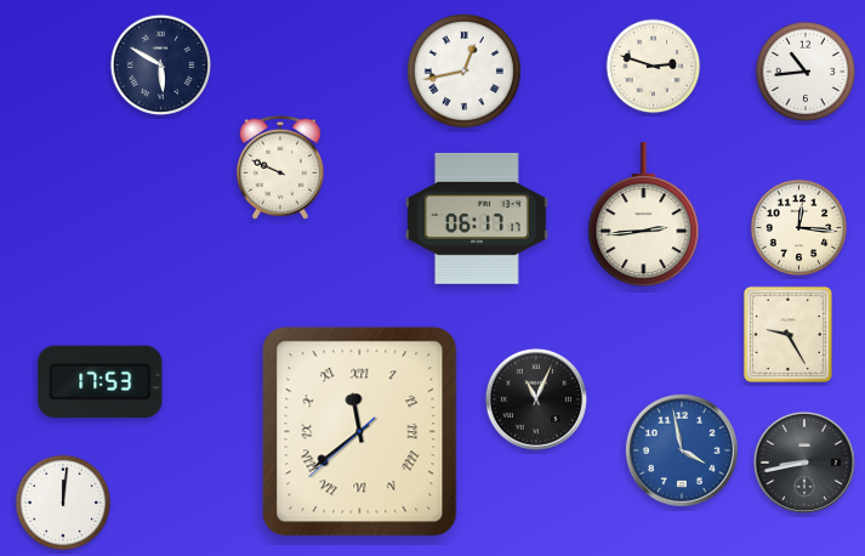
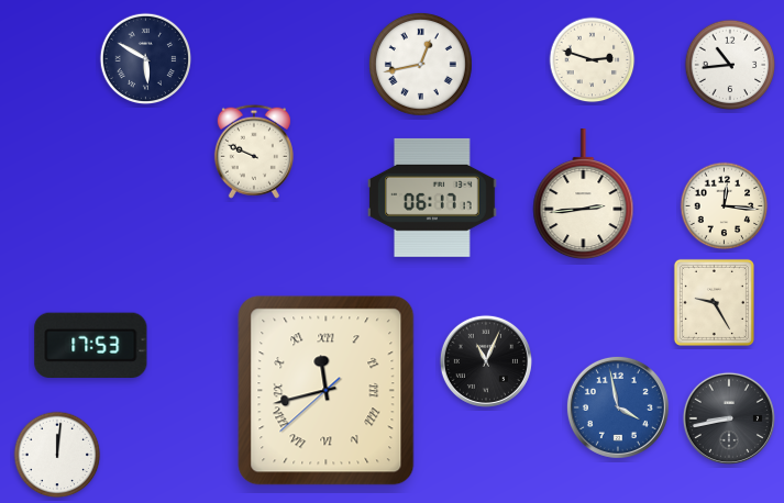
clock at (360, 432): 11:38 -> 11:42
